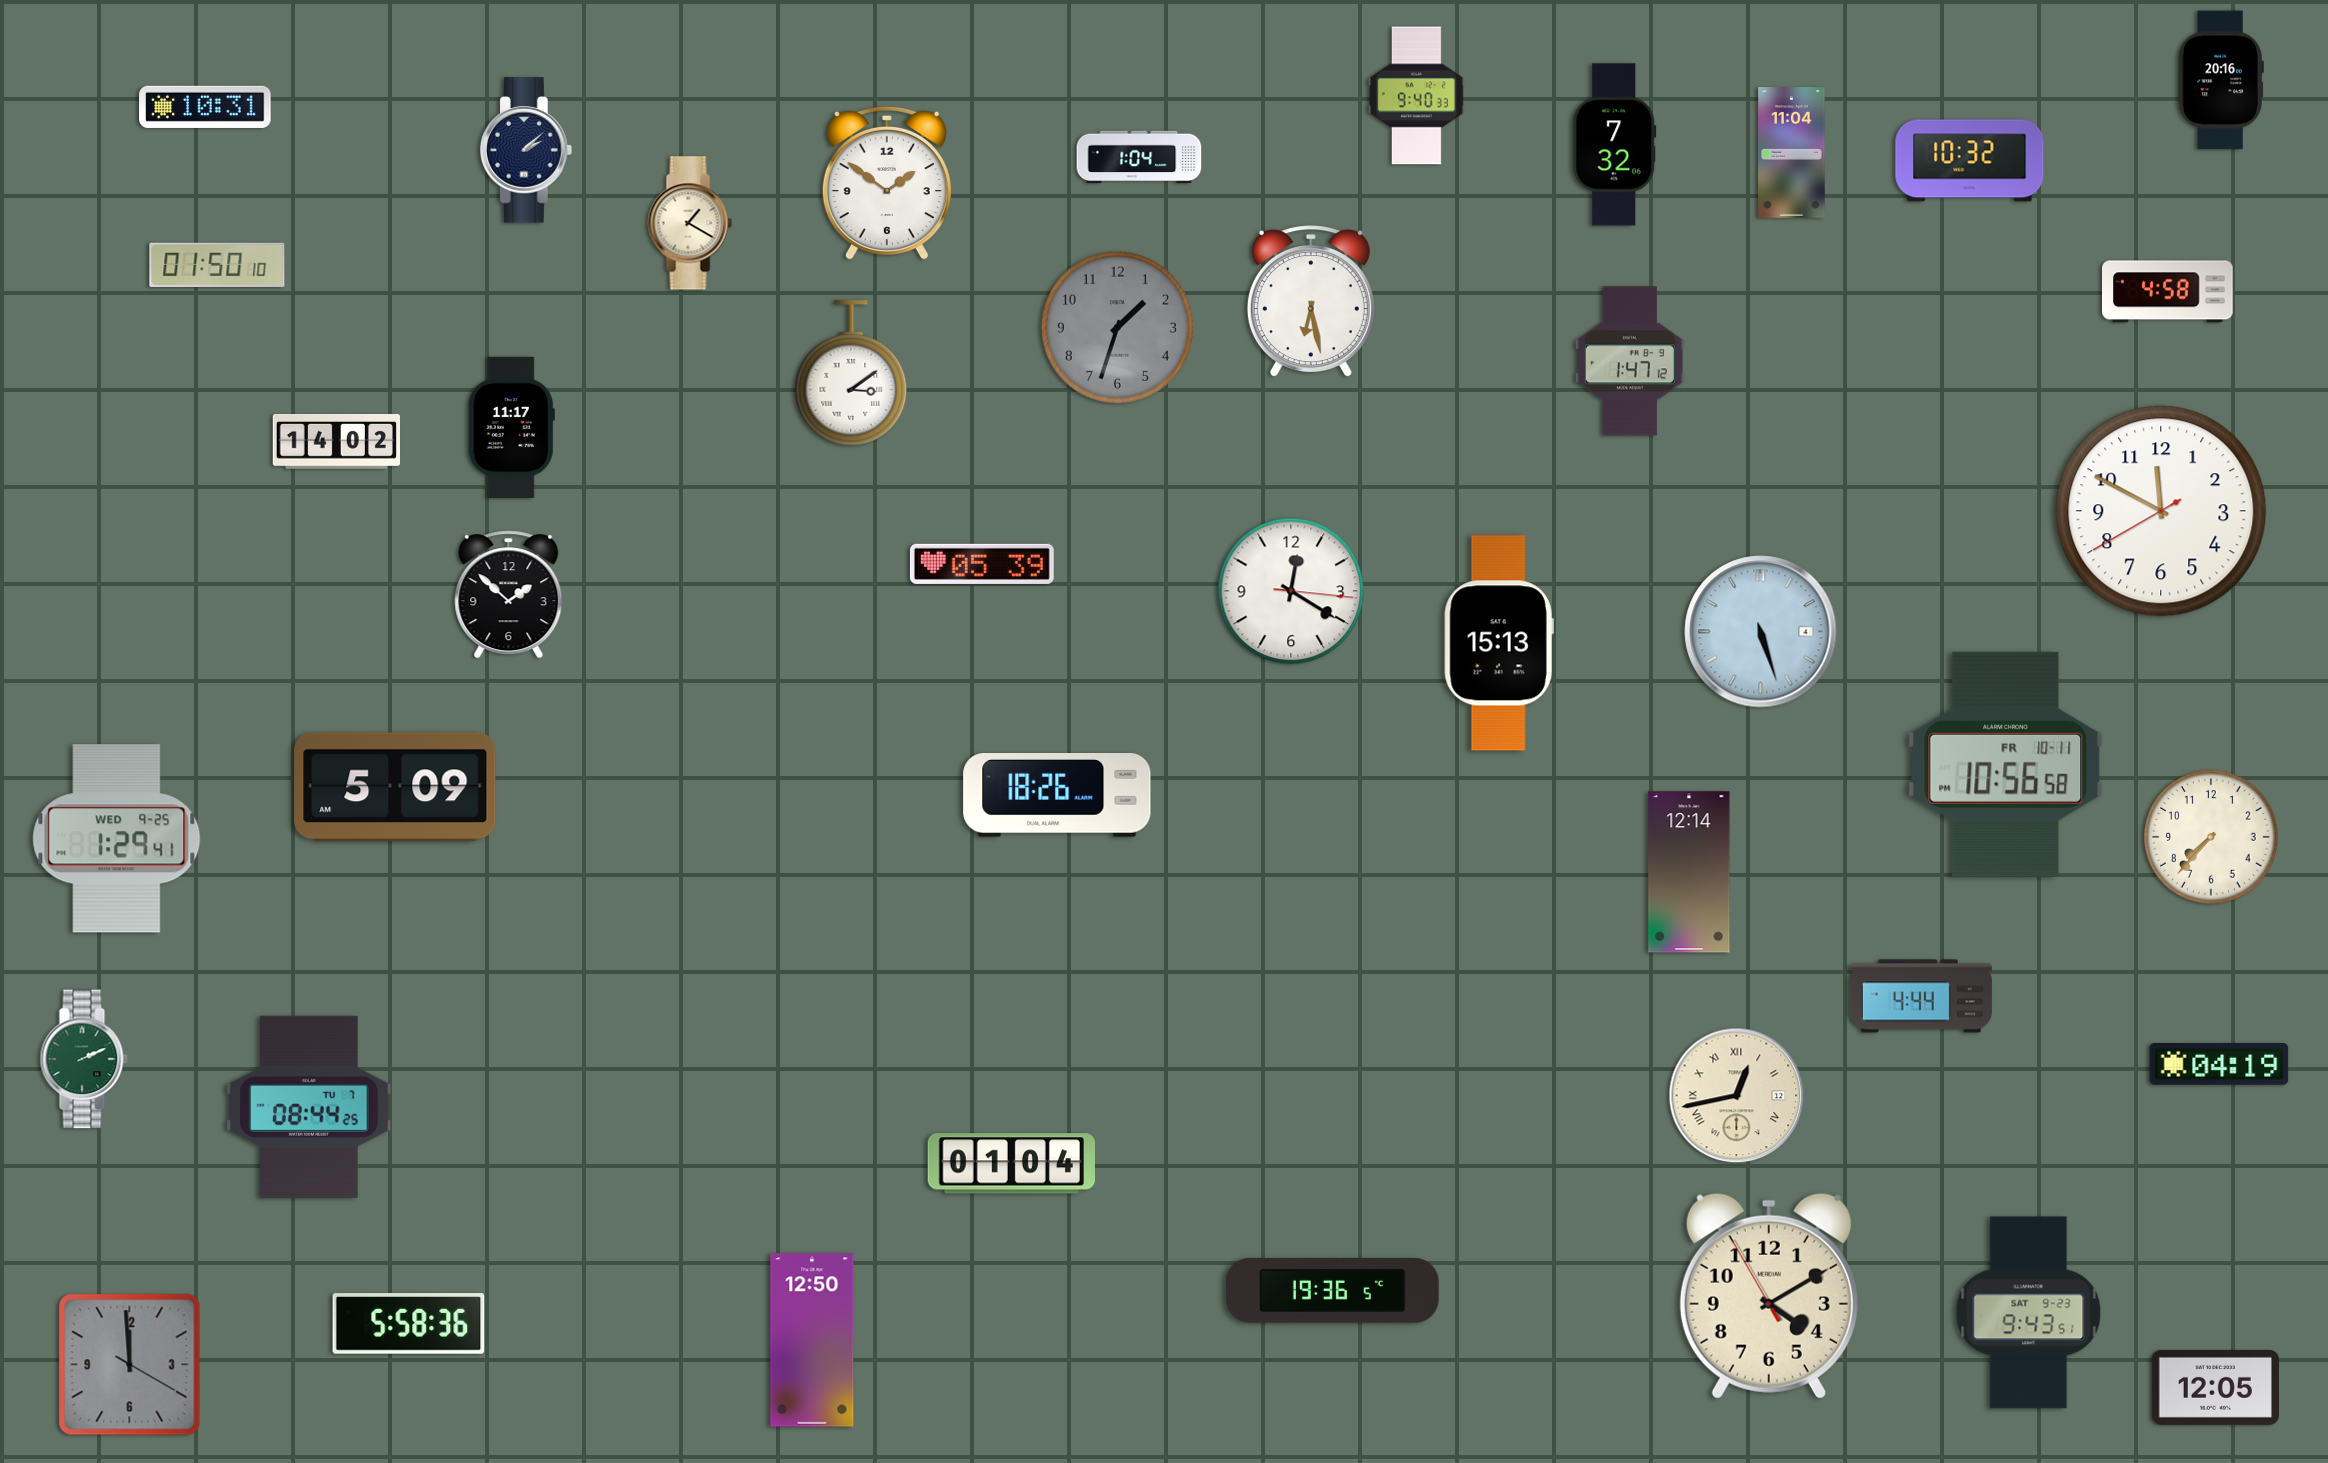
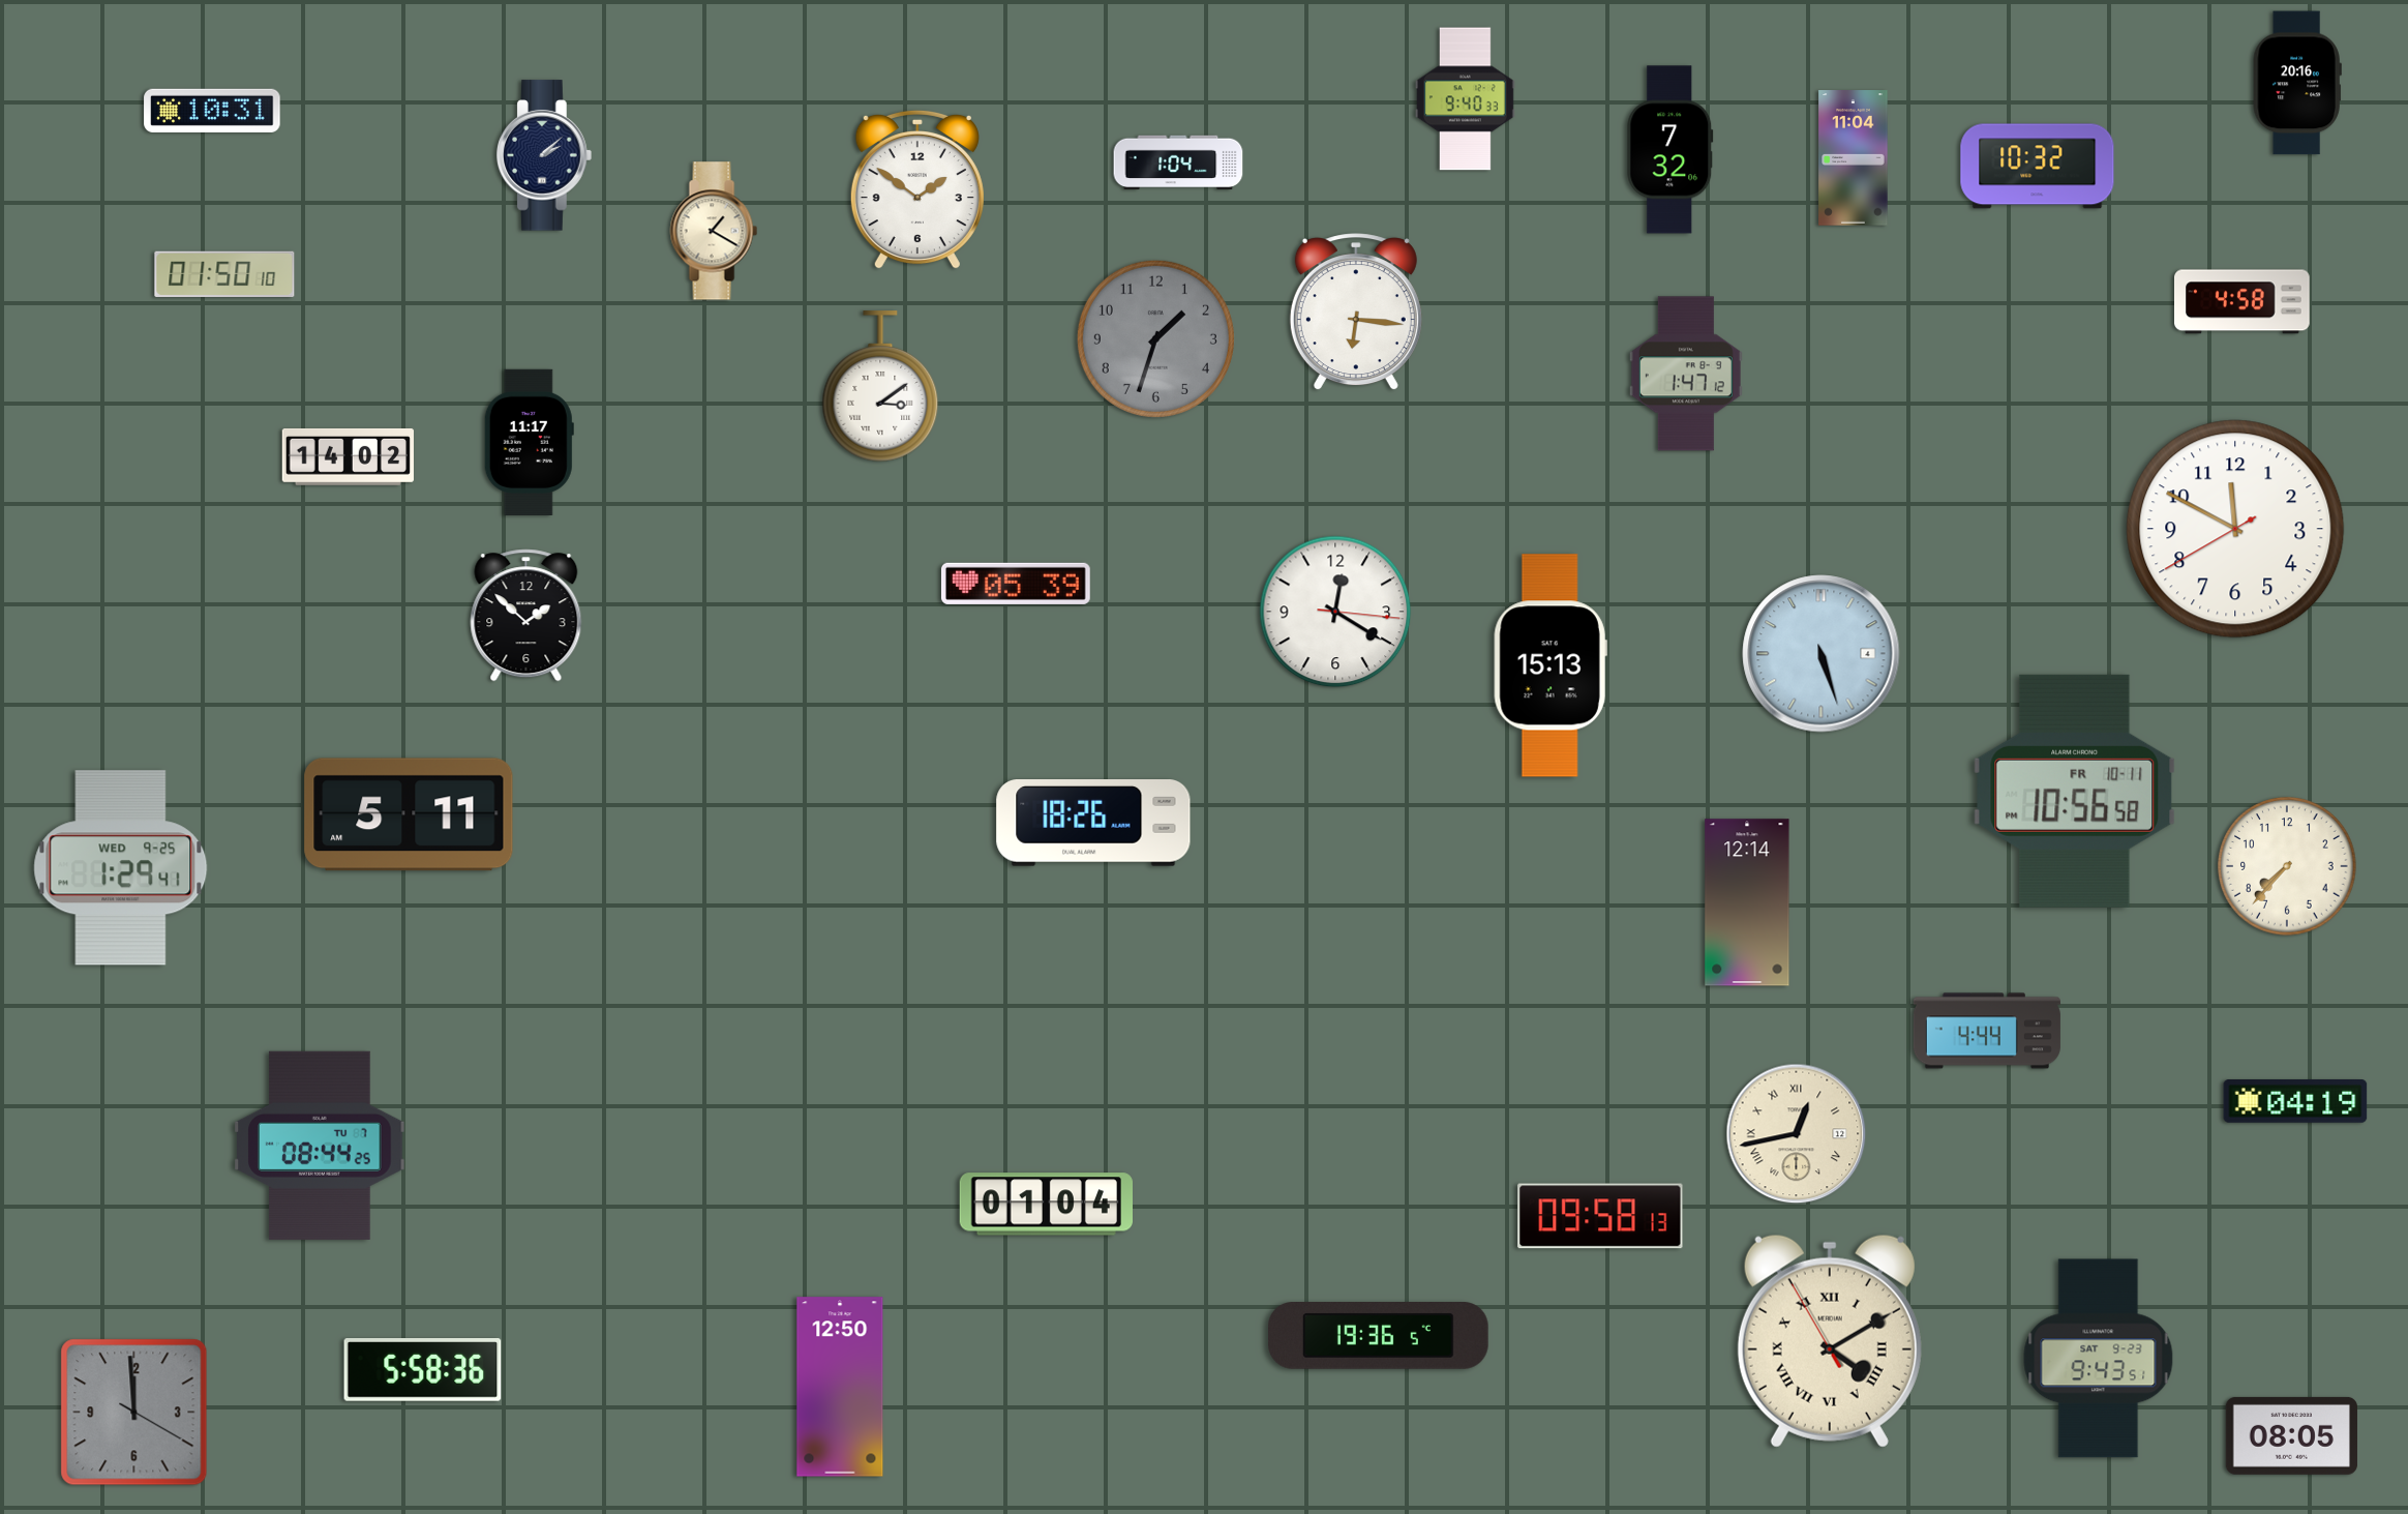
clock at (1311, 302): 6:28 -> 6:16
clock at (395, 787): 5:09 -> 5:11
clock at (84, 1059): 2:11 -> none
clock at (1600, 1216): none -> 09:58
clock at (1769, 1296) numerals: Arabic -> Roman
clock at (2215, 1387): 12:05 -> 08:05
